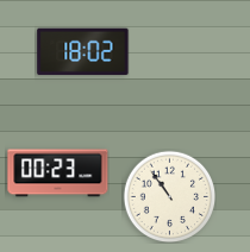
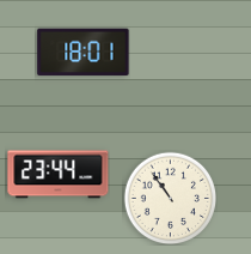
clock at (83, 52): 18:02 -> 18:01
clock at (58, 174): 00:23 -> 23:44
